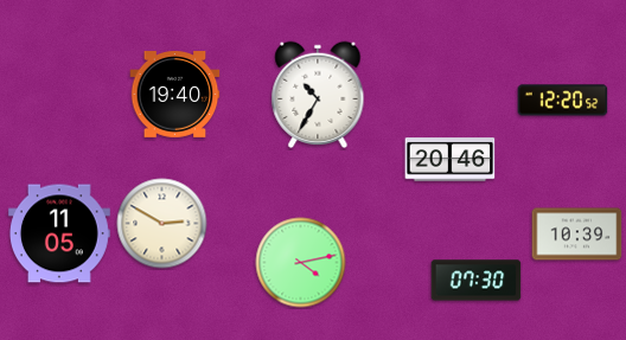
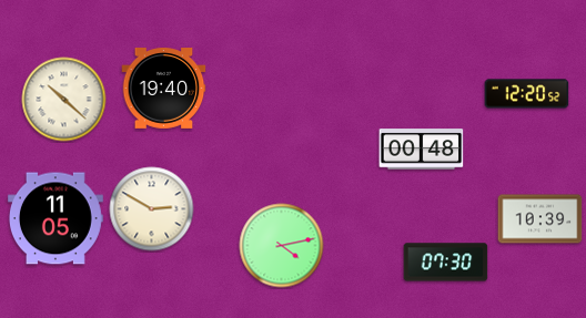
clock at (318, 94): 10:35 -> none
clock at (64, 100): none -> 10:22
clock at (451, 160): 20:46 -> 00:48
